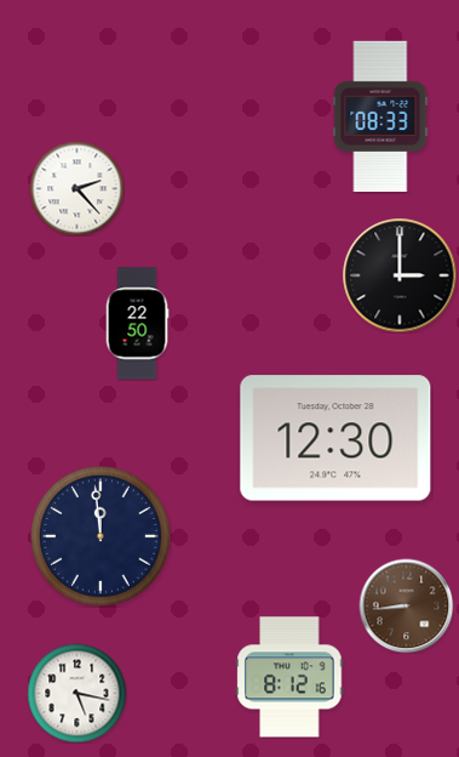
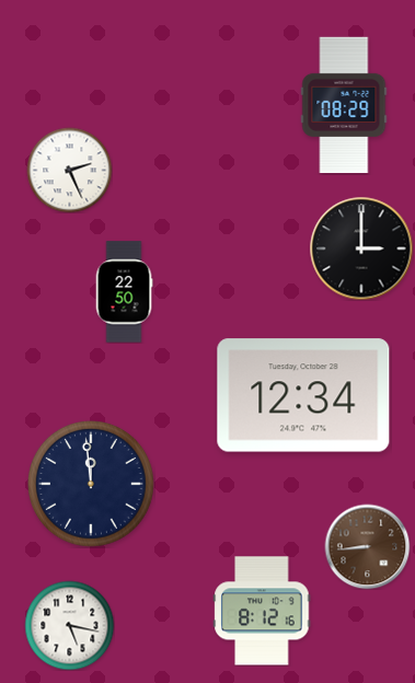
clock at (380, 116): 08:33 -> 08:29
clock at (76, 188): 2:23 -> 2:26
clock at (335, 438): 12:30 -> 12:34
